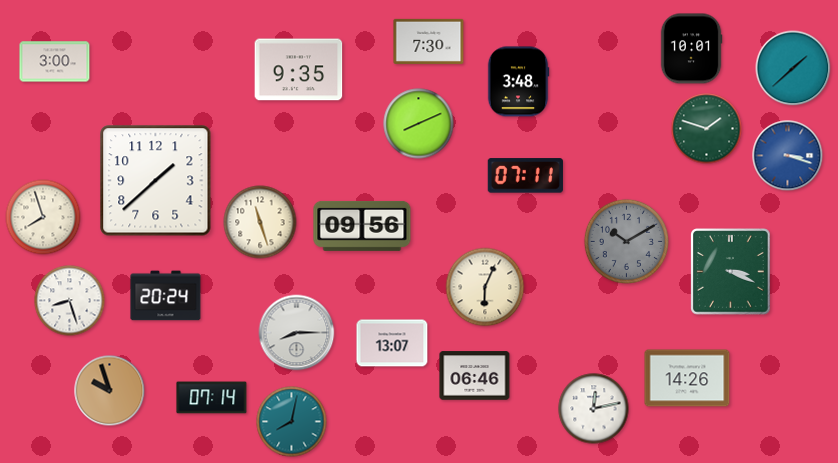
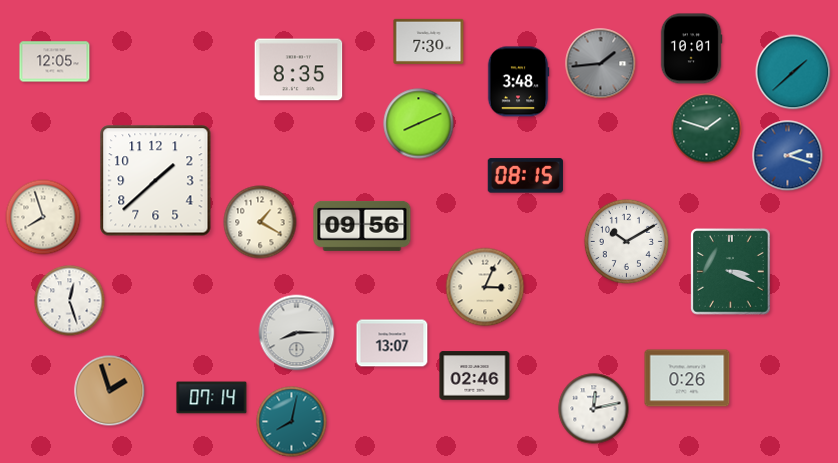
clock at (55, 62): 3:00 -> 12:05
clock at (601, 64): none -> 1:44
clock at (793, 68) position: (793, 68) -> (793, 72)
clock at (299, 70): 9:35 -> 8:35
clock at (788, 156): 3:18 -> 2:18
clock at (525, 176): 07:11 -> 08:15
clock at (260, 222): 11:27 -> 1:20
clock at (626, 241) dial: grey -> white
clock at (485, 287): 6:04 -> 3:04
clock at (166, 296): 20:24 -> none
clock at (70, 301): 8:27 -> 12:27
clock at (475, 376): 06:46 -> 02:46
clock at (687, 378): 14:26 -> 0:26
clock at (110, 391): 9:57 -> 1:57
